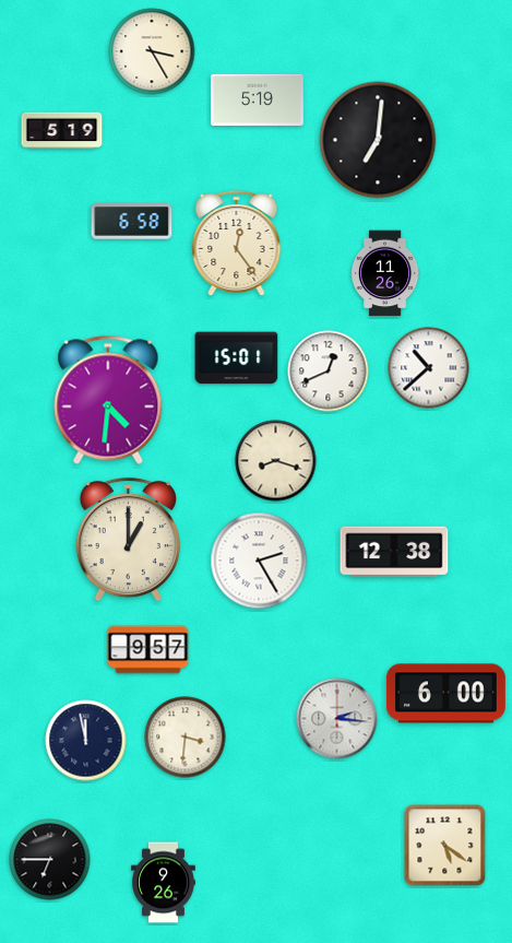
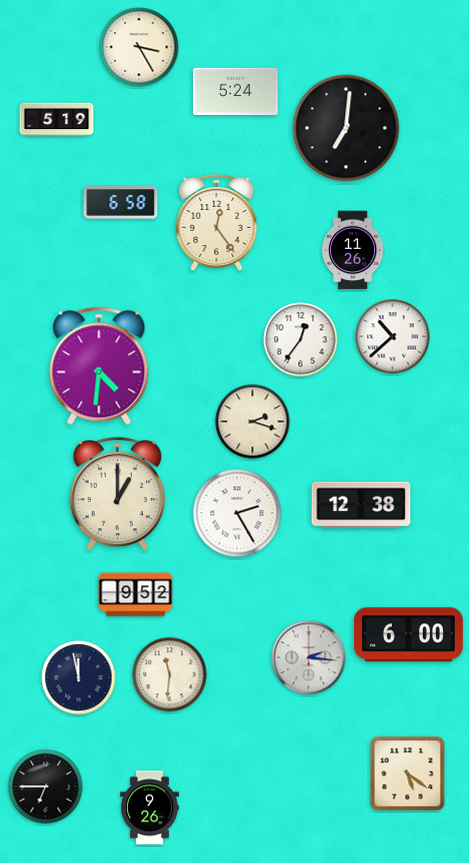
clock at (257, 99): 5:19 -> 5:24
clock at (237, 358): 15:01 -> none
clock at (329, 372): 12:41 -> 12:36
clock at (276, 461): 8:18 -> 2:18
clock at (148, 650): 9:57 -> 9:52
clock at (186, 738): 3:31 -> 11:31
